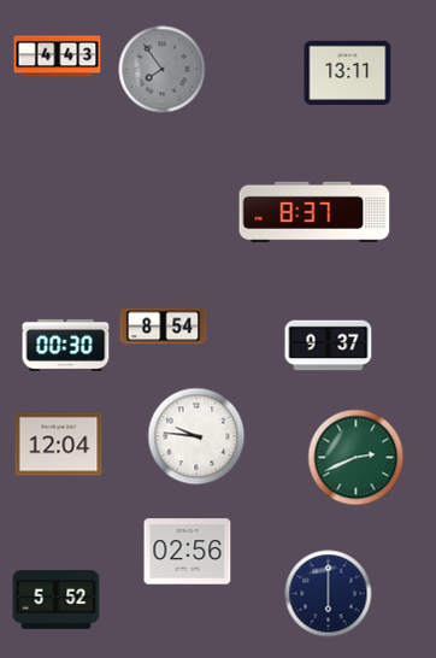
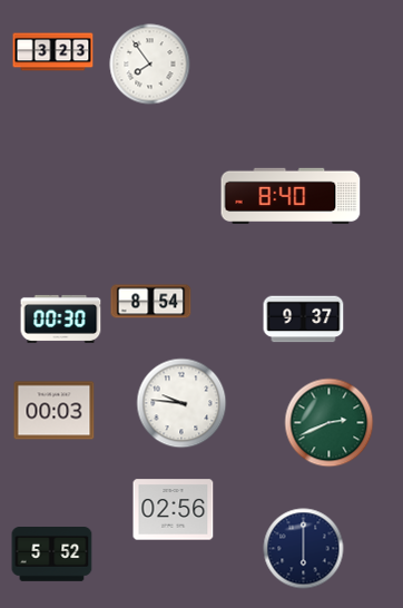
clock at (58, 57): 4:43 -> 3:23
clock at (163, 70) dial: grey -> white
clock at (348, 72): 13:11 -> none
clock at (314, 211): 8:37 -> 8:40
clock at (59, 445): 12:04 -> 00:03
